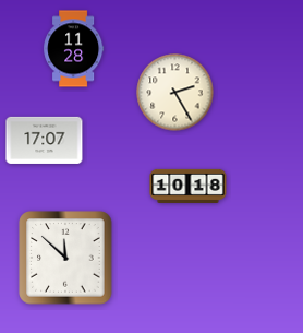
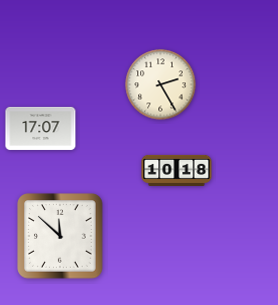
clock at (74, 49): 11:28 -> none
clock at (189, 186) position: (189, 186) -> (177, 170)
